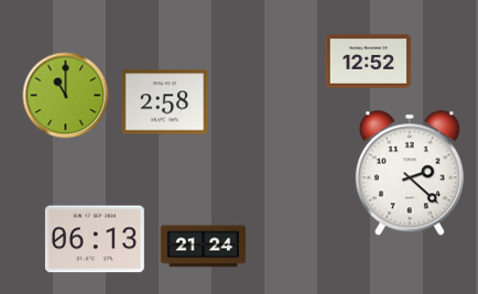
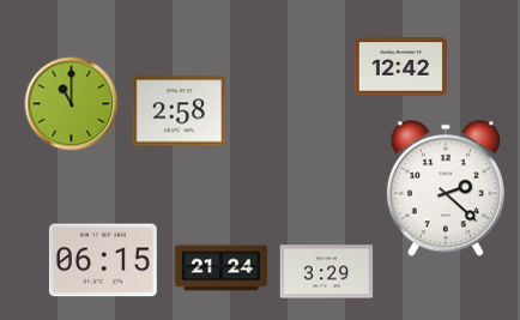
clock at (368, 62): 12:52 -> 12:42
clock at (95, 239): 06:13 -> 06:15
clock at (326, 272): none -> 3:29
